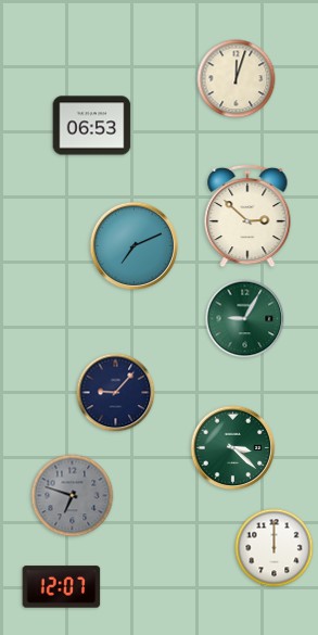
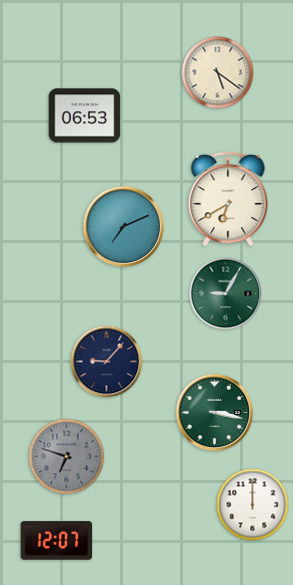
clock at (237, 79): 12:03 -> 5:21
clock at (247, 216): 2:52 -> 6:40
clock at (233, 448): 3:22 -> 3:17
